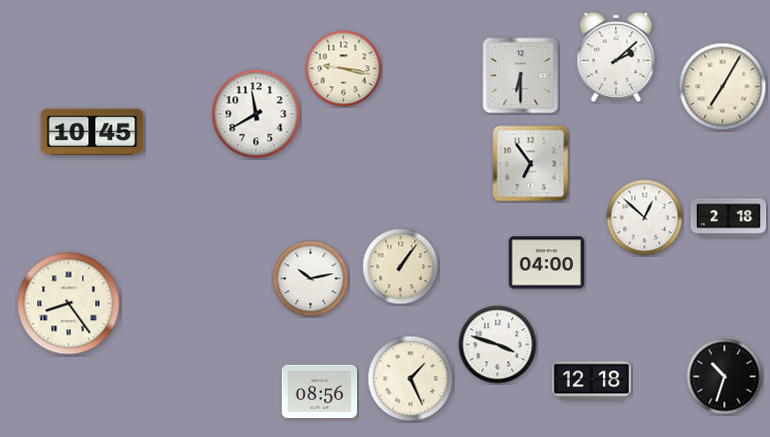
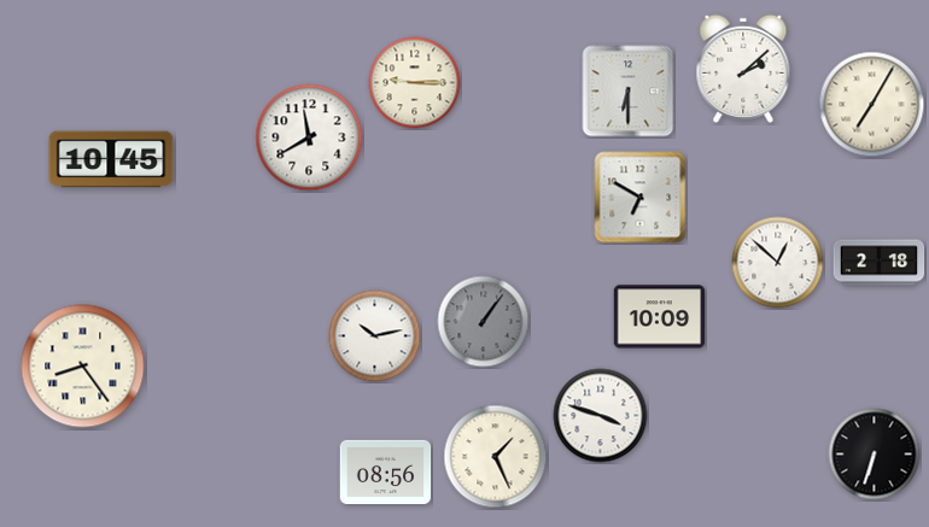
clock at (344, 69): 9:17 -> 9:15
clock at (531, 164): 6:54 -> 6:50
clock at (547, 263): 04:00 -> 10:09
clock at (401, 267) dial: cream -> grey
clock at (725, 377): 10:33 -> 6:33
clock at (591, 381): 12:18 -> none
